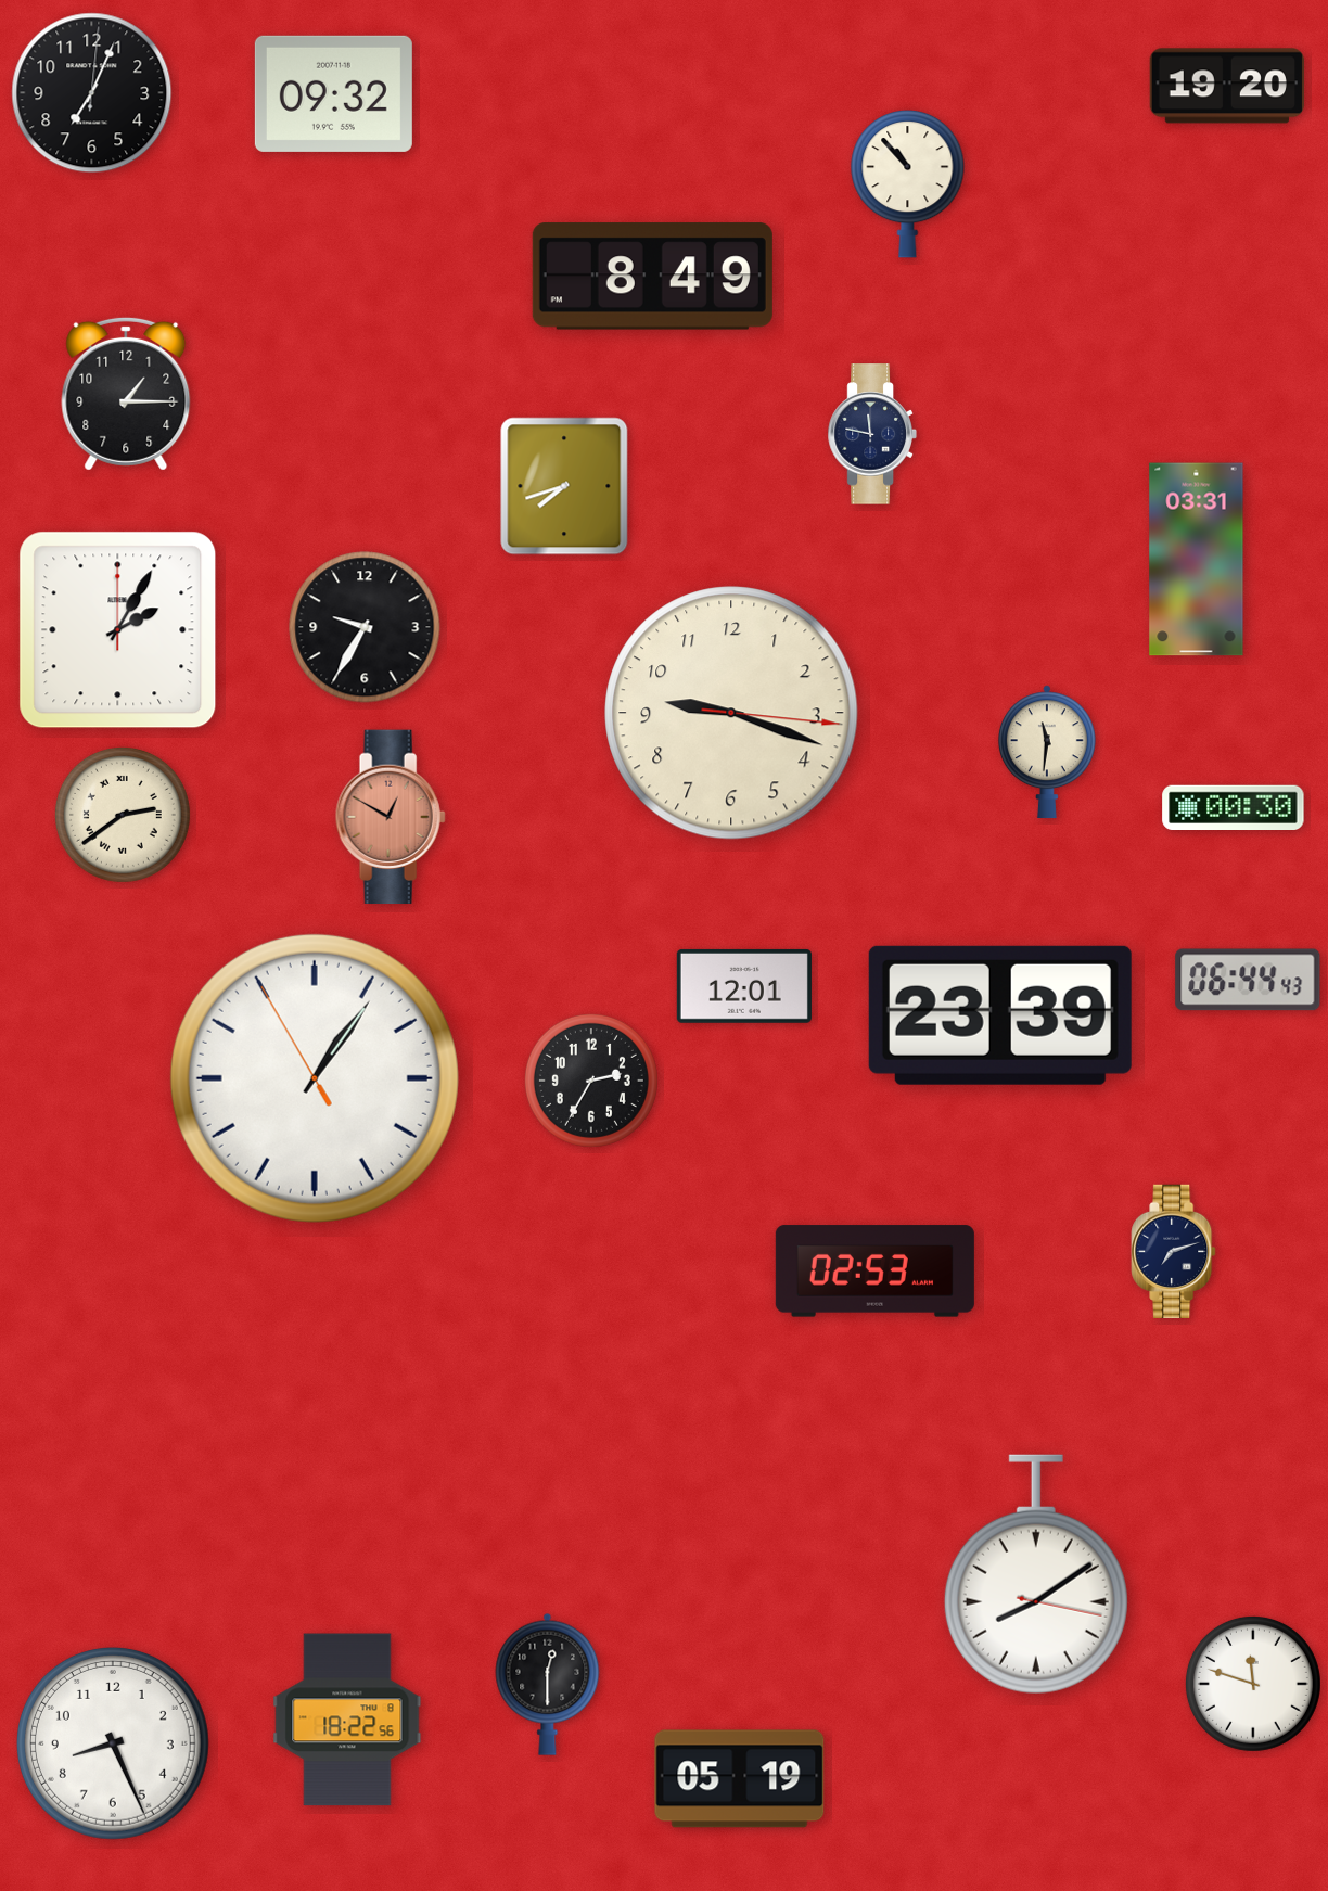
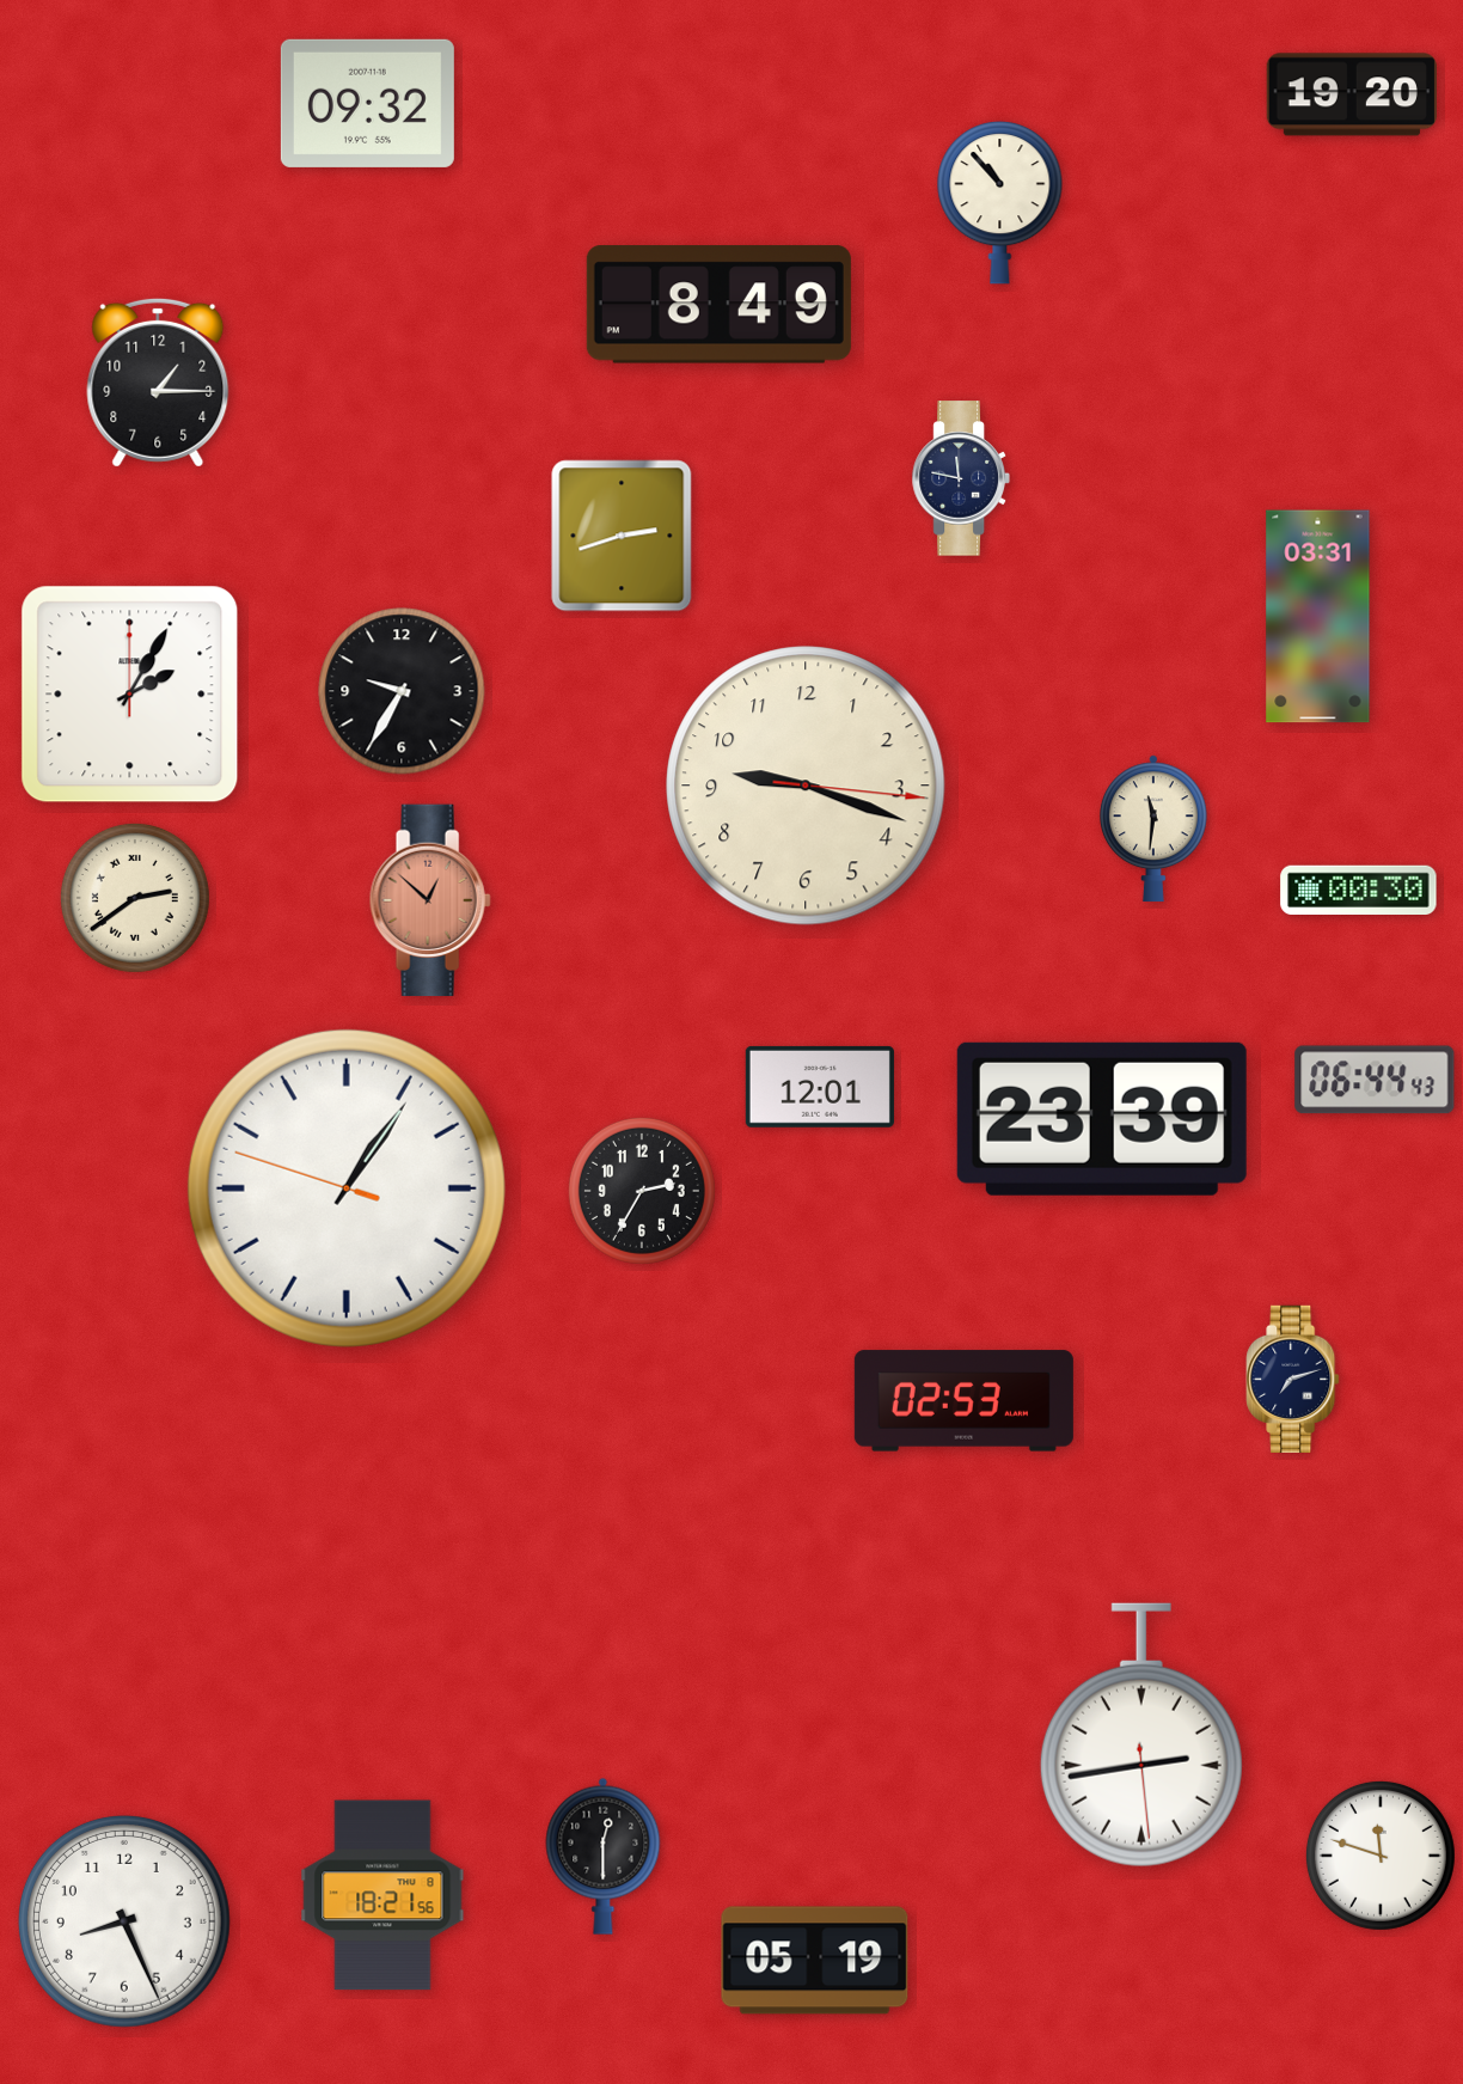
clock at (92, 93): 7:04 -> none
clock at (126, 394) position: (126, 394) -> (158, 383)
clock at (564, 486): 7:42 -> 2:42
clock at (391, 817): 12:50 -> 12:52
clock at (315, 1078): 1:05:55 -> 1:05:48
clock at (591, 1081) position: (591, 1081) -> (642, 1191)
clock at (1036, 1574): 8:09 -> 2:43
clock at (347, 1720): 18:22 -> 18:21
